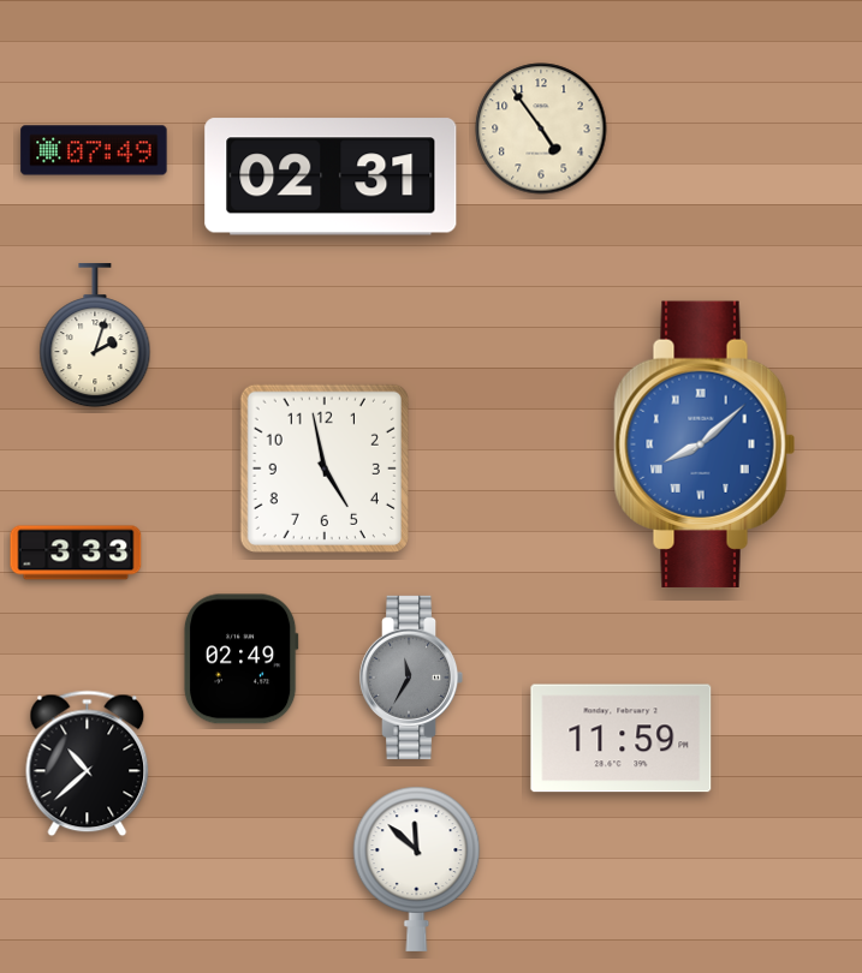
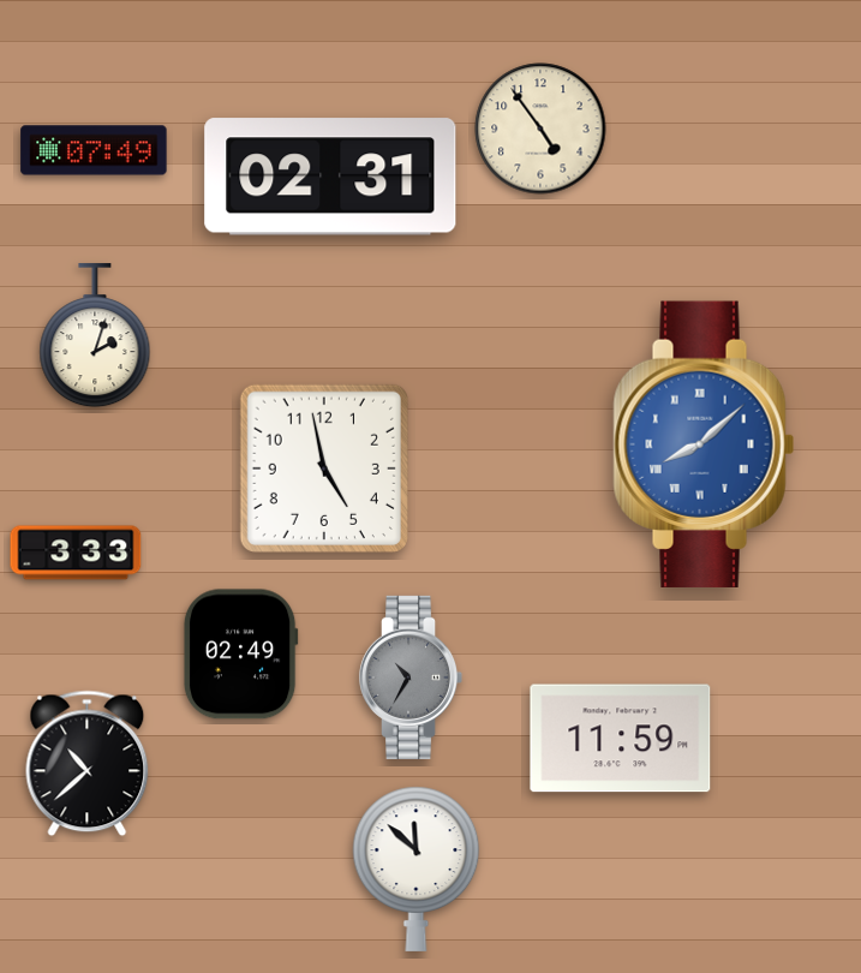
clock at (240, 659) position: (240, 659) -> (240, 655)
clock at (411, 677): 11:35 -> 10:35
